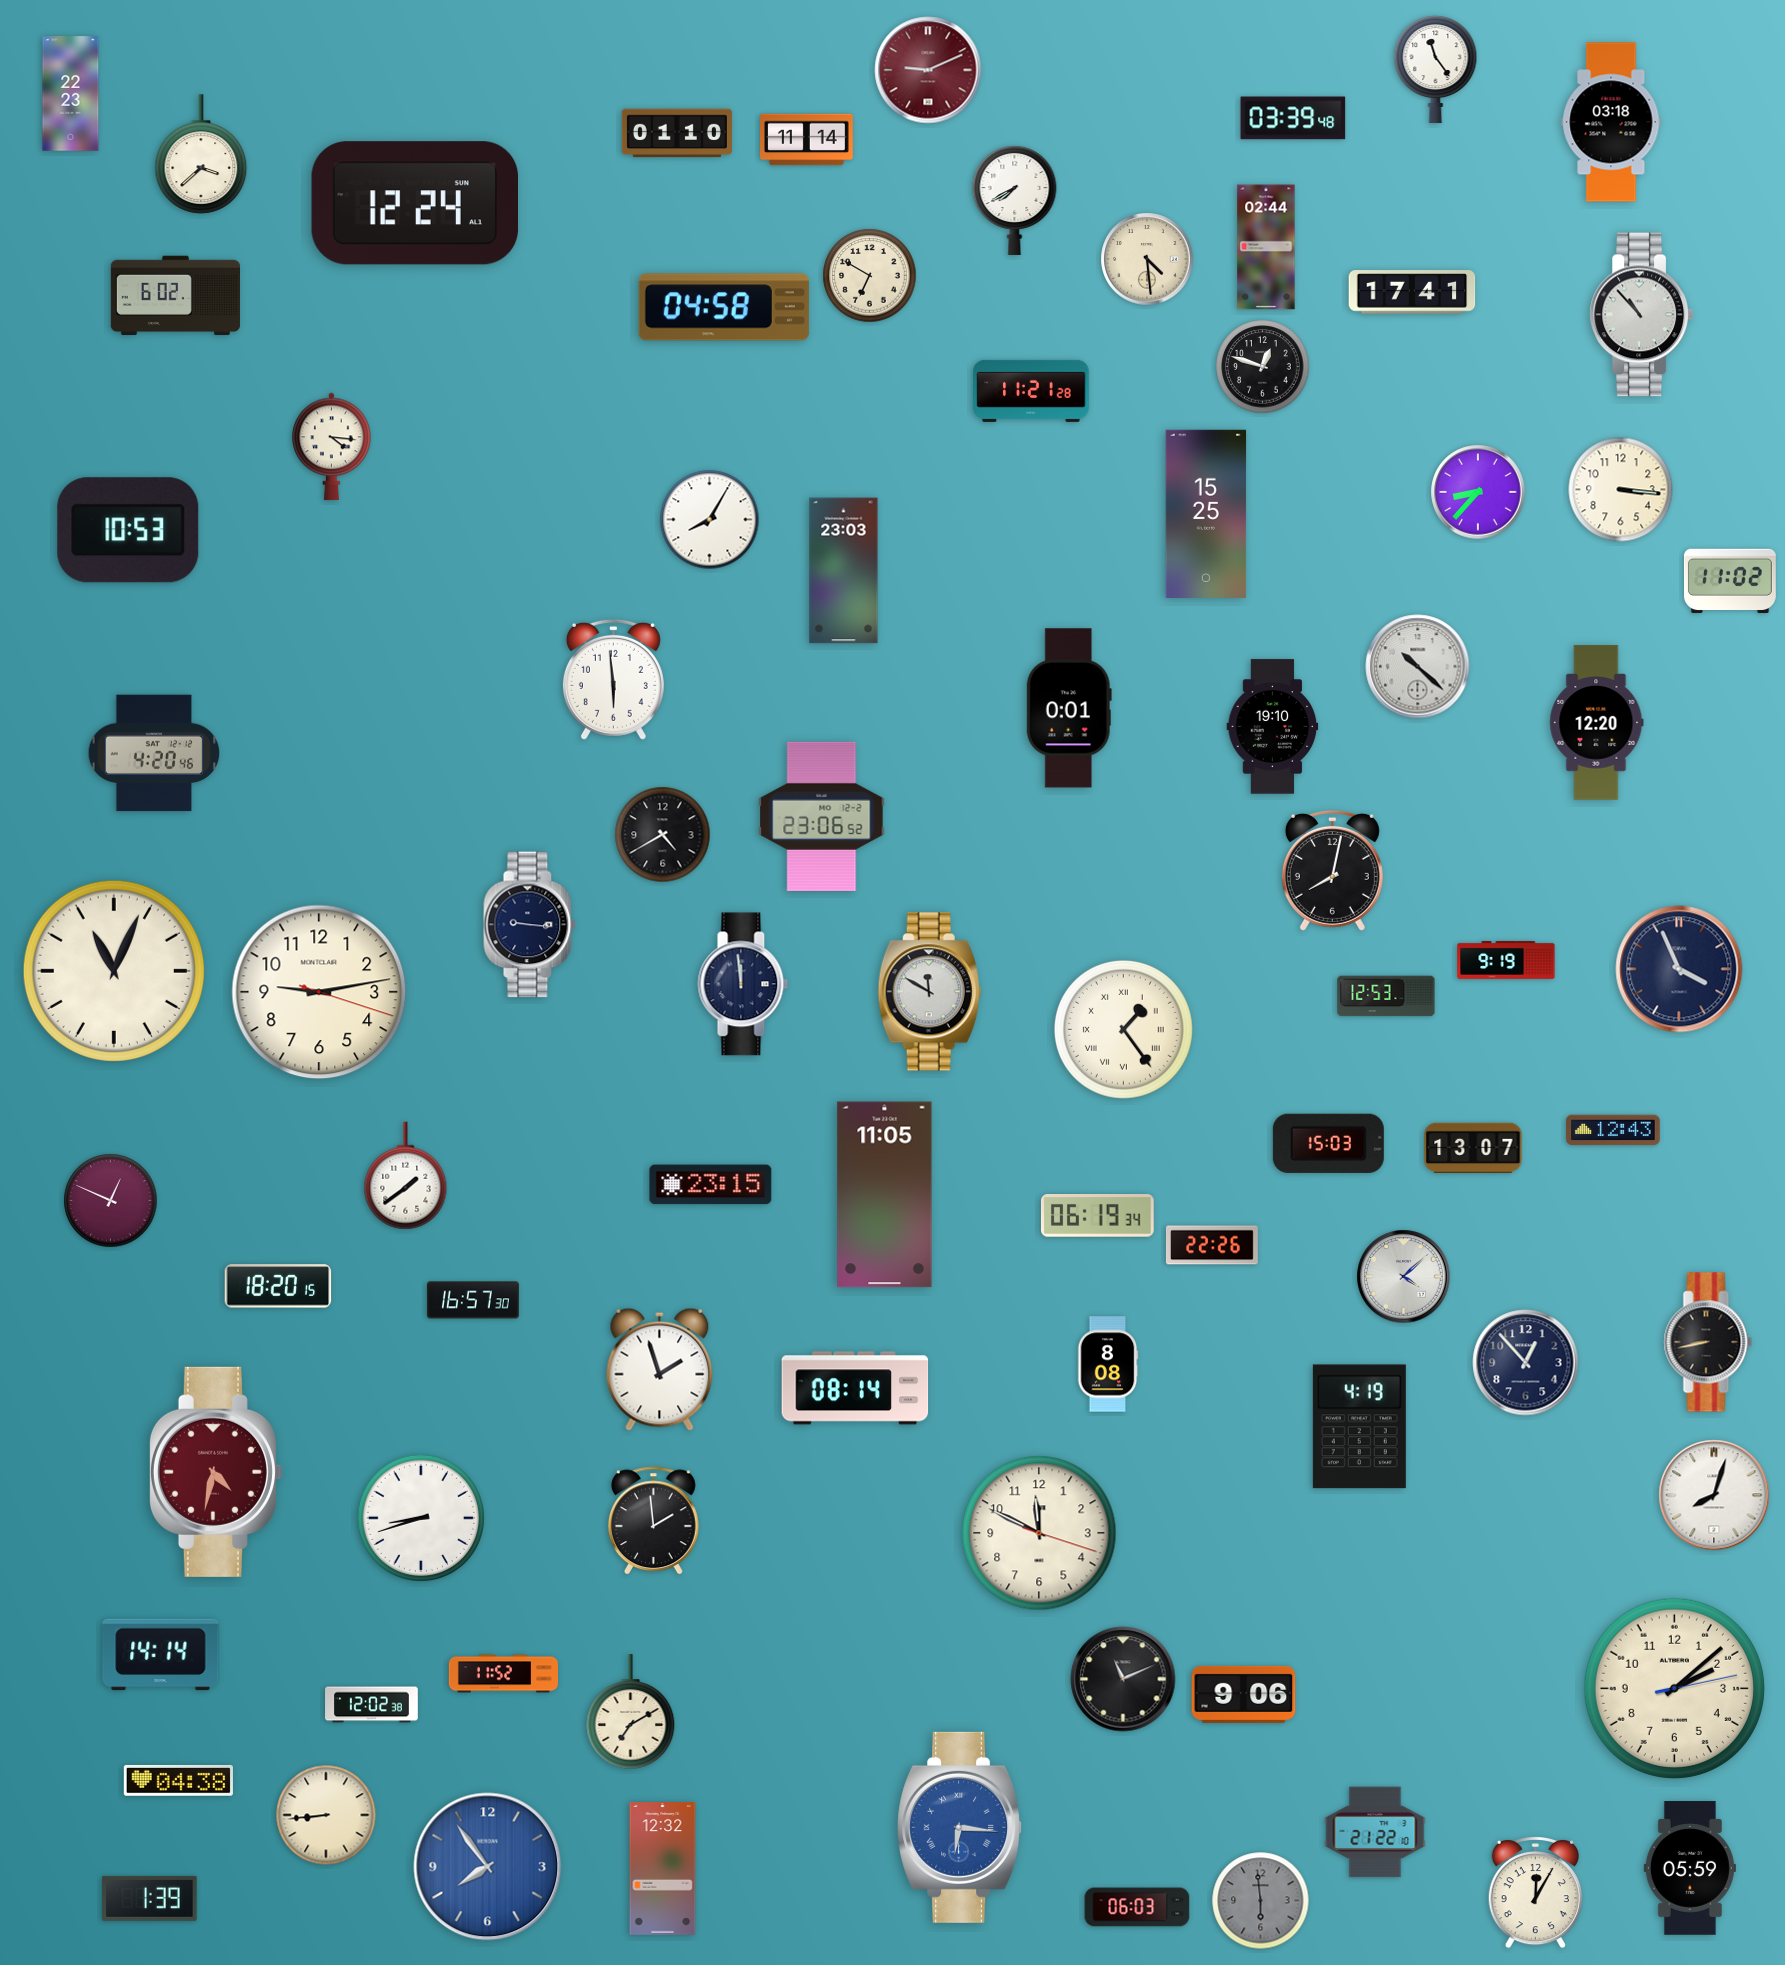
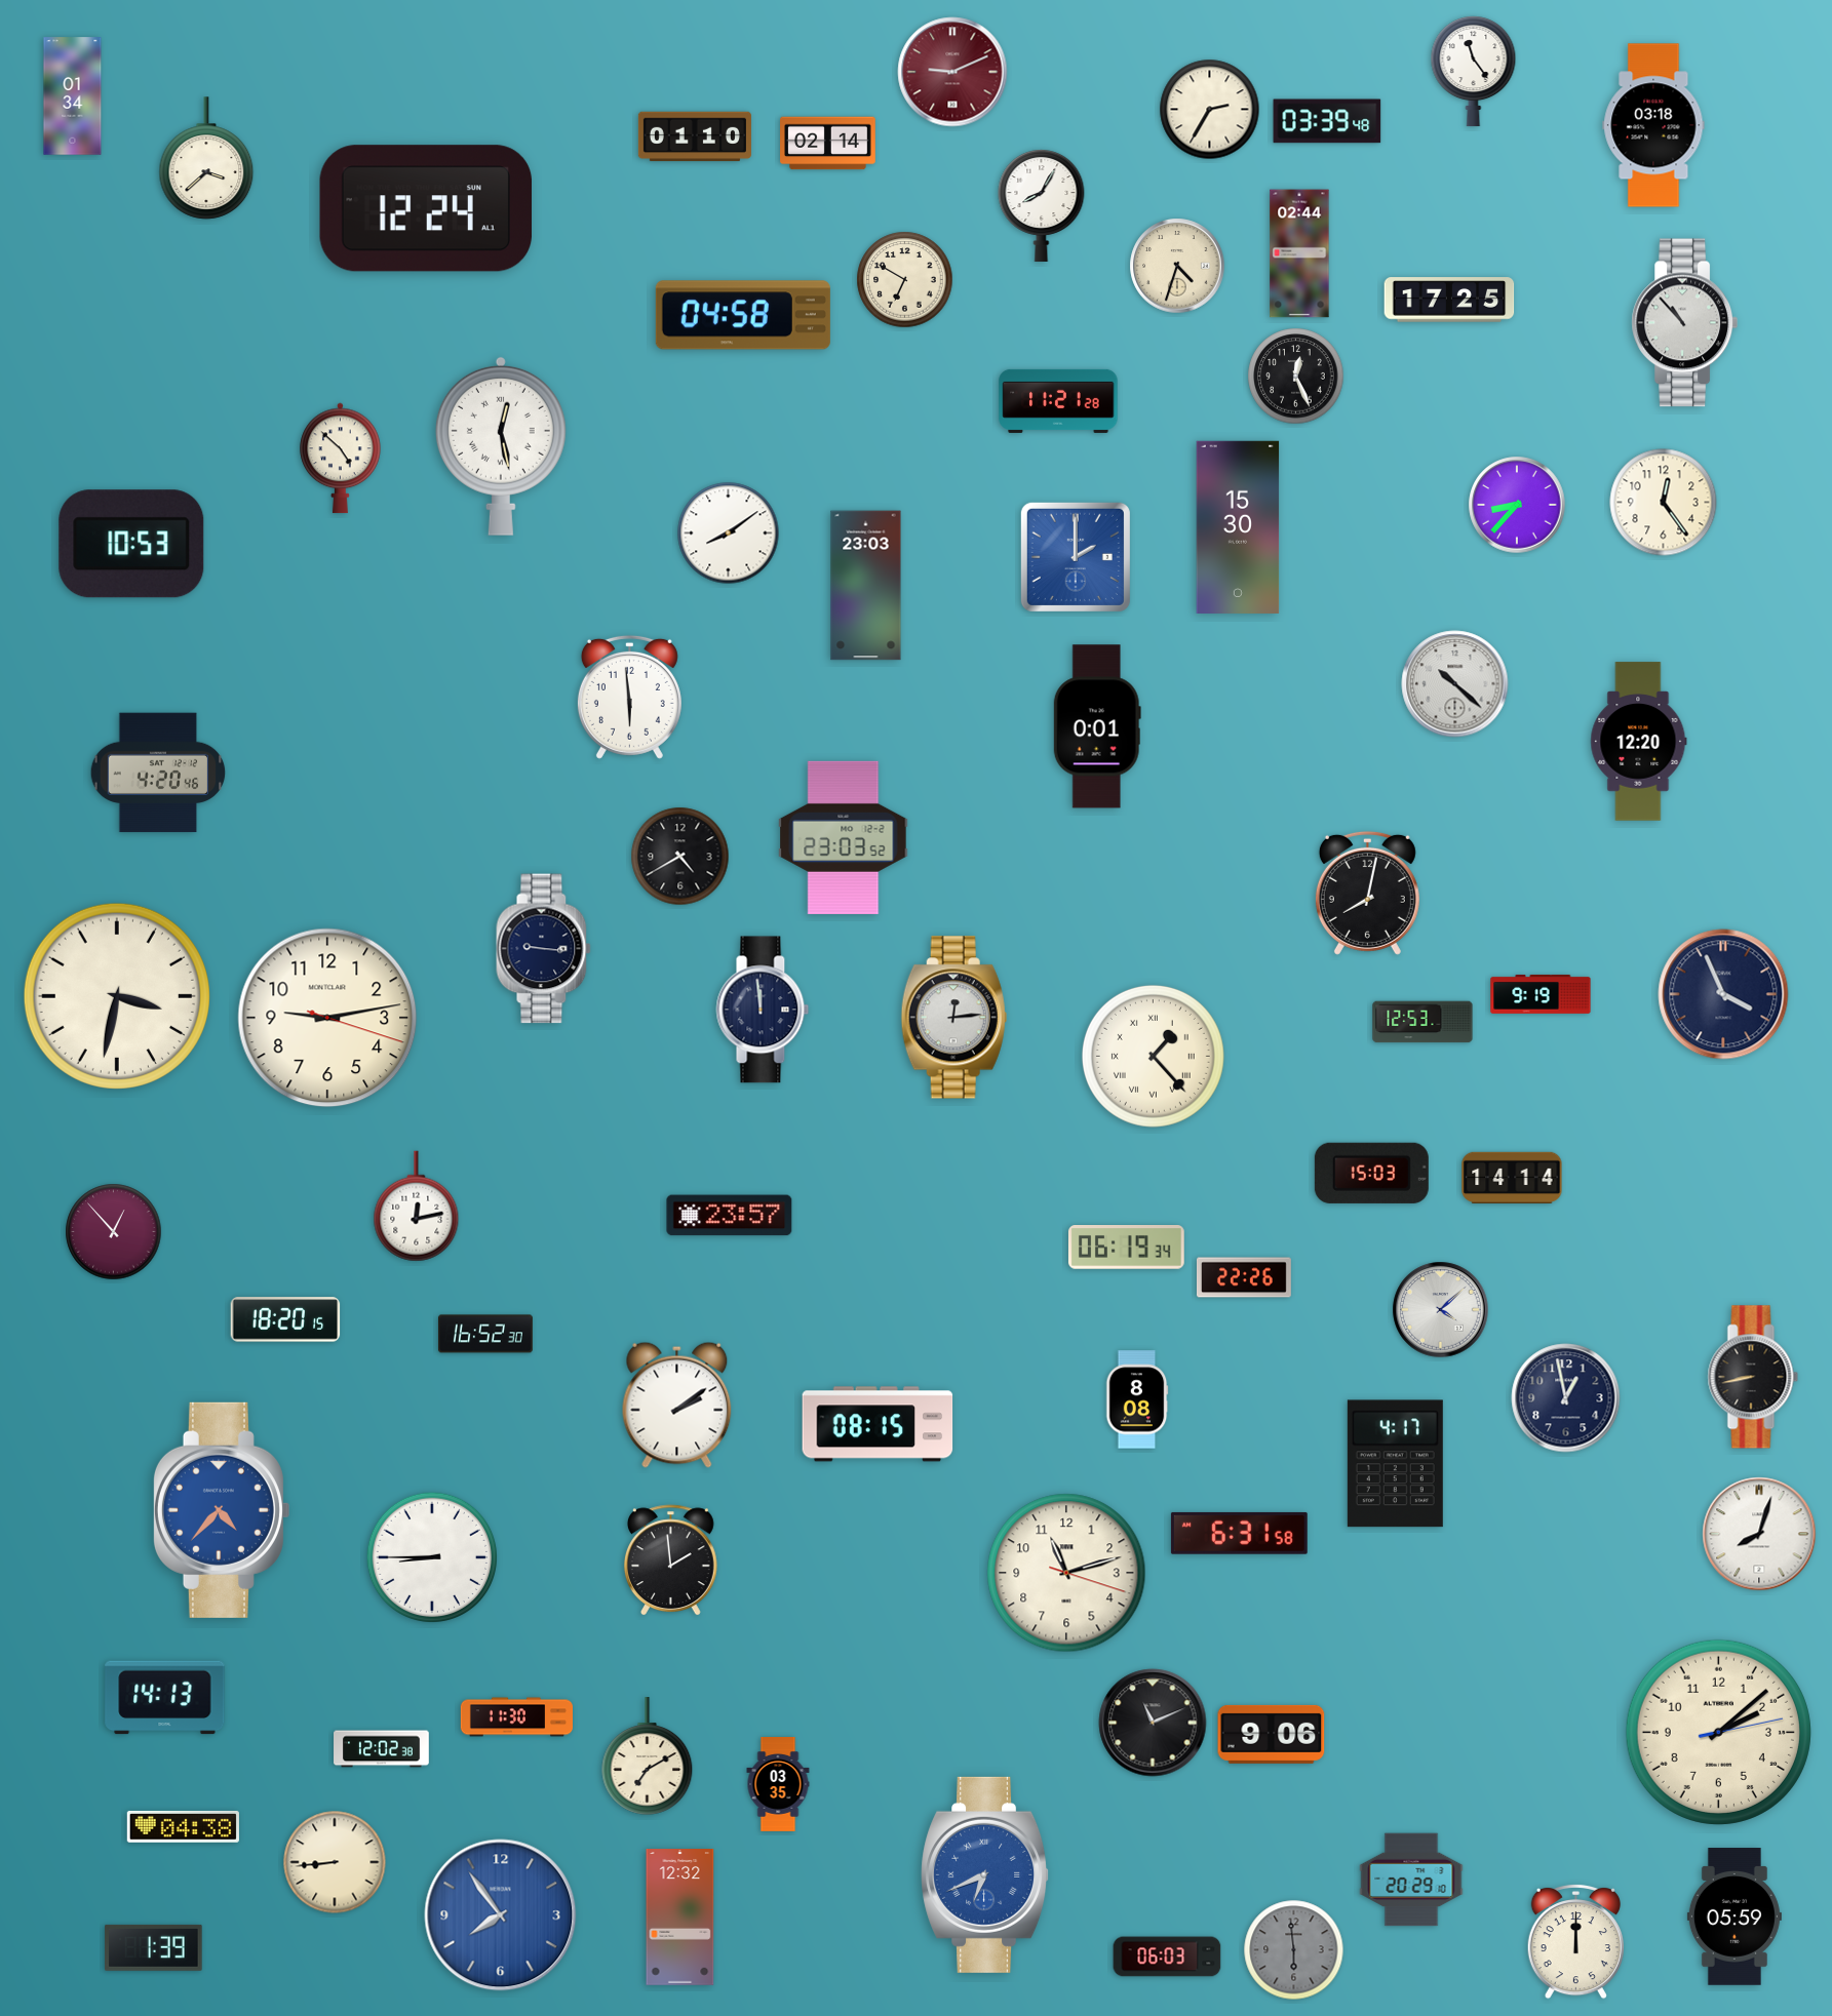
clock at (71, 94): 22:23 -> 01:34
clock at (1210, 110): none -> 2:35
clock at (807, 140): 11:14 -> 02:14
clock at (1015, 200): 7:40 -> 8:05
clock at (1147, 259): 4:29 -> 4:33
clock at (870, 276) position: (870, 276) -> (905, 280)
clock at (1412, 292): 17:41 -> 17:25
clock at (175, 296): 6:02 -> none
clock at (1263, 367): 12:48 -> 12:26
clock at (501, 446): none -> 12:28
clock at (332, 447): 4:16 -> 4:52
clock at (1621, 490): 3:16 -> 12:24
clock at (1206, 513): 15:25 -> 15:30
clock at (710, 520): 8:05 -> 8:09
clock at (1076, 557): none -> 2:00
clock at (1730, 581): 11:02 -> none
clock at (1273, 727): 19:10 -> none
clock at (822, 816): 23:06 -> 23:03
clock at (1506, 960) position: (1506, 960) -> (1541, 994)
clock at (114, 971): 11:04 -> 3:32
clock at (929, 992): 11:50 -> 12:14
clock at (1123, 1029): 1:24 -> 1:23
clock at (1613, 1130): 12:43 -> none
clock at (1328, 1143) position: (1328, 1143) -> (1371, 1173)
clock at (1473, 1147): 13:07 -> 14:14
clock at (406, 1176): 1:39 -> 12:13
clock at (711, 1185): 23:15 -> 23:57
clock at (885, 1195): 11:05 -> none
clock at (111, 1201): 12:49 -> 12:53
clock at (473, 1300): 16:57 -> 16:52
clock at (1526, 1363): 12:53 -> 12:58
clock at (660, 1369): 1:57 -> 2:09
clock at (855, 1388): 08:14 -> 08:15
clock at (1359, 1427): 4:19 -> 4:17
clock at (215, 1472): 4:32 -> 4:37
clock at (215, 1472) dial: burgundy -> blue
clock at (1239, 1533): none -> 6:31
clock at (420, 1517): 8:42 -> 8:45
clock at (1039, 1533): 11:49 -> 11:12
clock at (161, 1655): 14:14 -> 14:13
clock at (503, 1674): 11:52 -> 11:30
clock at (1244, 1694) position: (1244, 1694) -> (1272, 1734)
clock at (778, 1785): none -> 03:35
clock at (960, 1827): 6:16 -> 6:41
clock at (1375, 1832): 21:22 -> 20:29
clock at (1535, 1892): 12:05 -> 12:00
